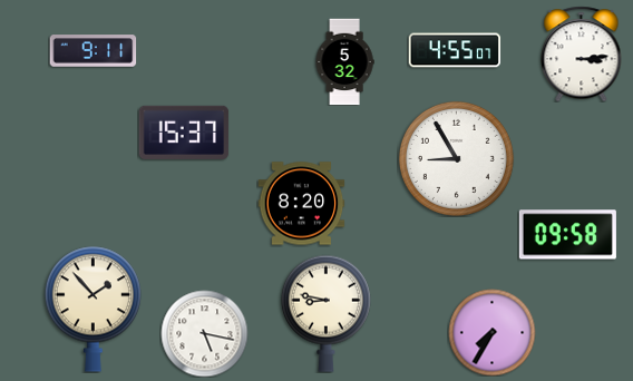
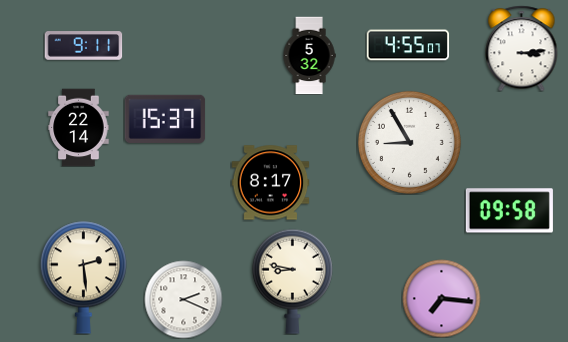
clock at (79, 127): none -> 22:14
clock at (301, 204): 8:20 -> 8:17
clock at (92, 309): 1:53 -> 2:29
clock at (491, 332): 7:35 -> 7:16
clock at (204, 333): 5:17 -> 2:19
